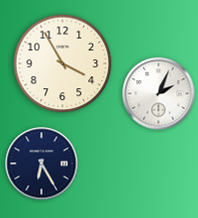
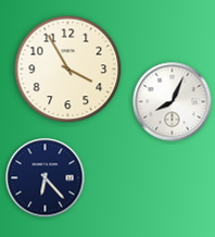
clock at (159, 94): 2:04 -> 8:04
clock at (42, 164): 6:25 -> 6:23
